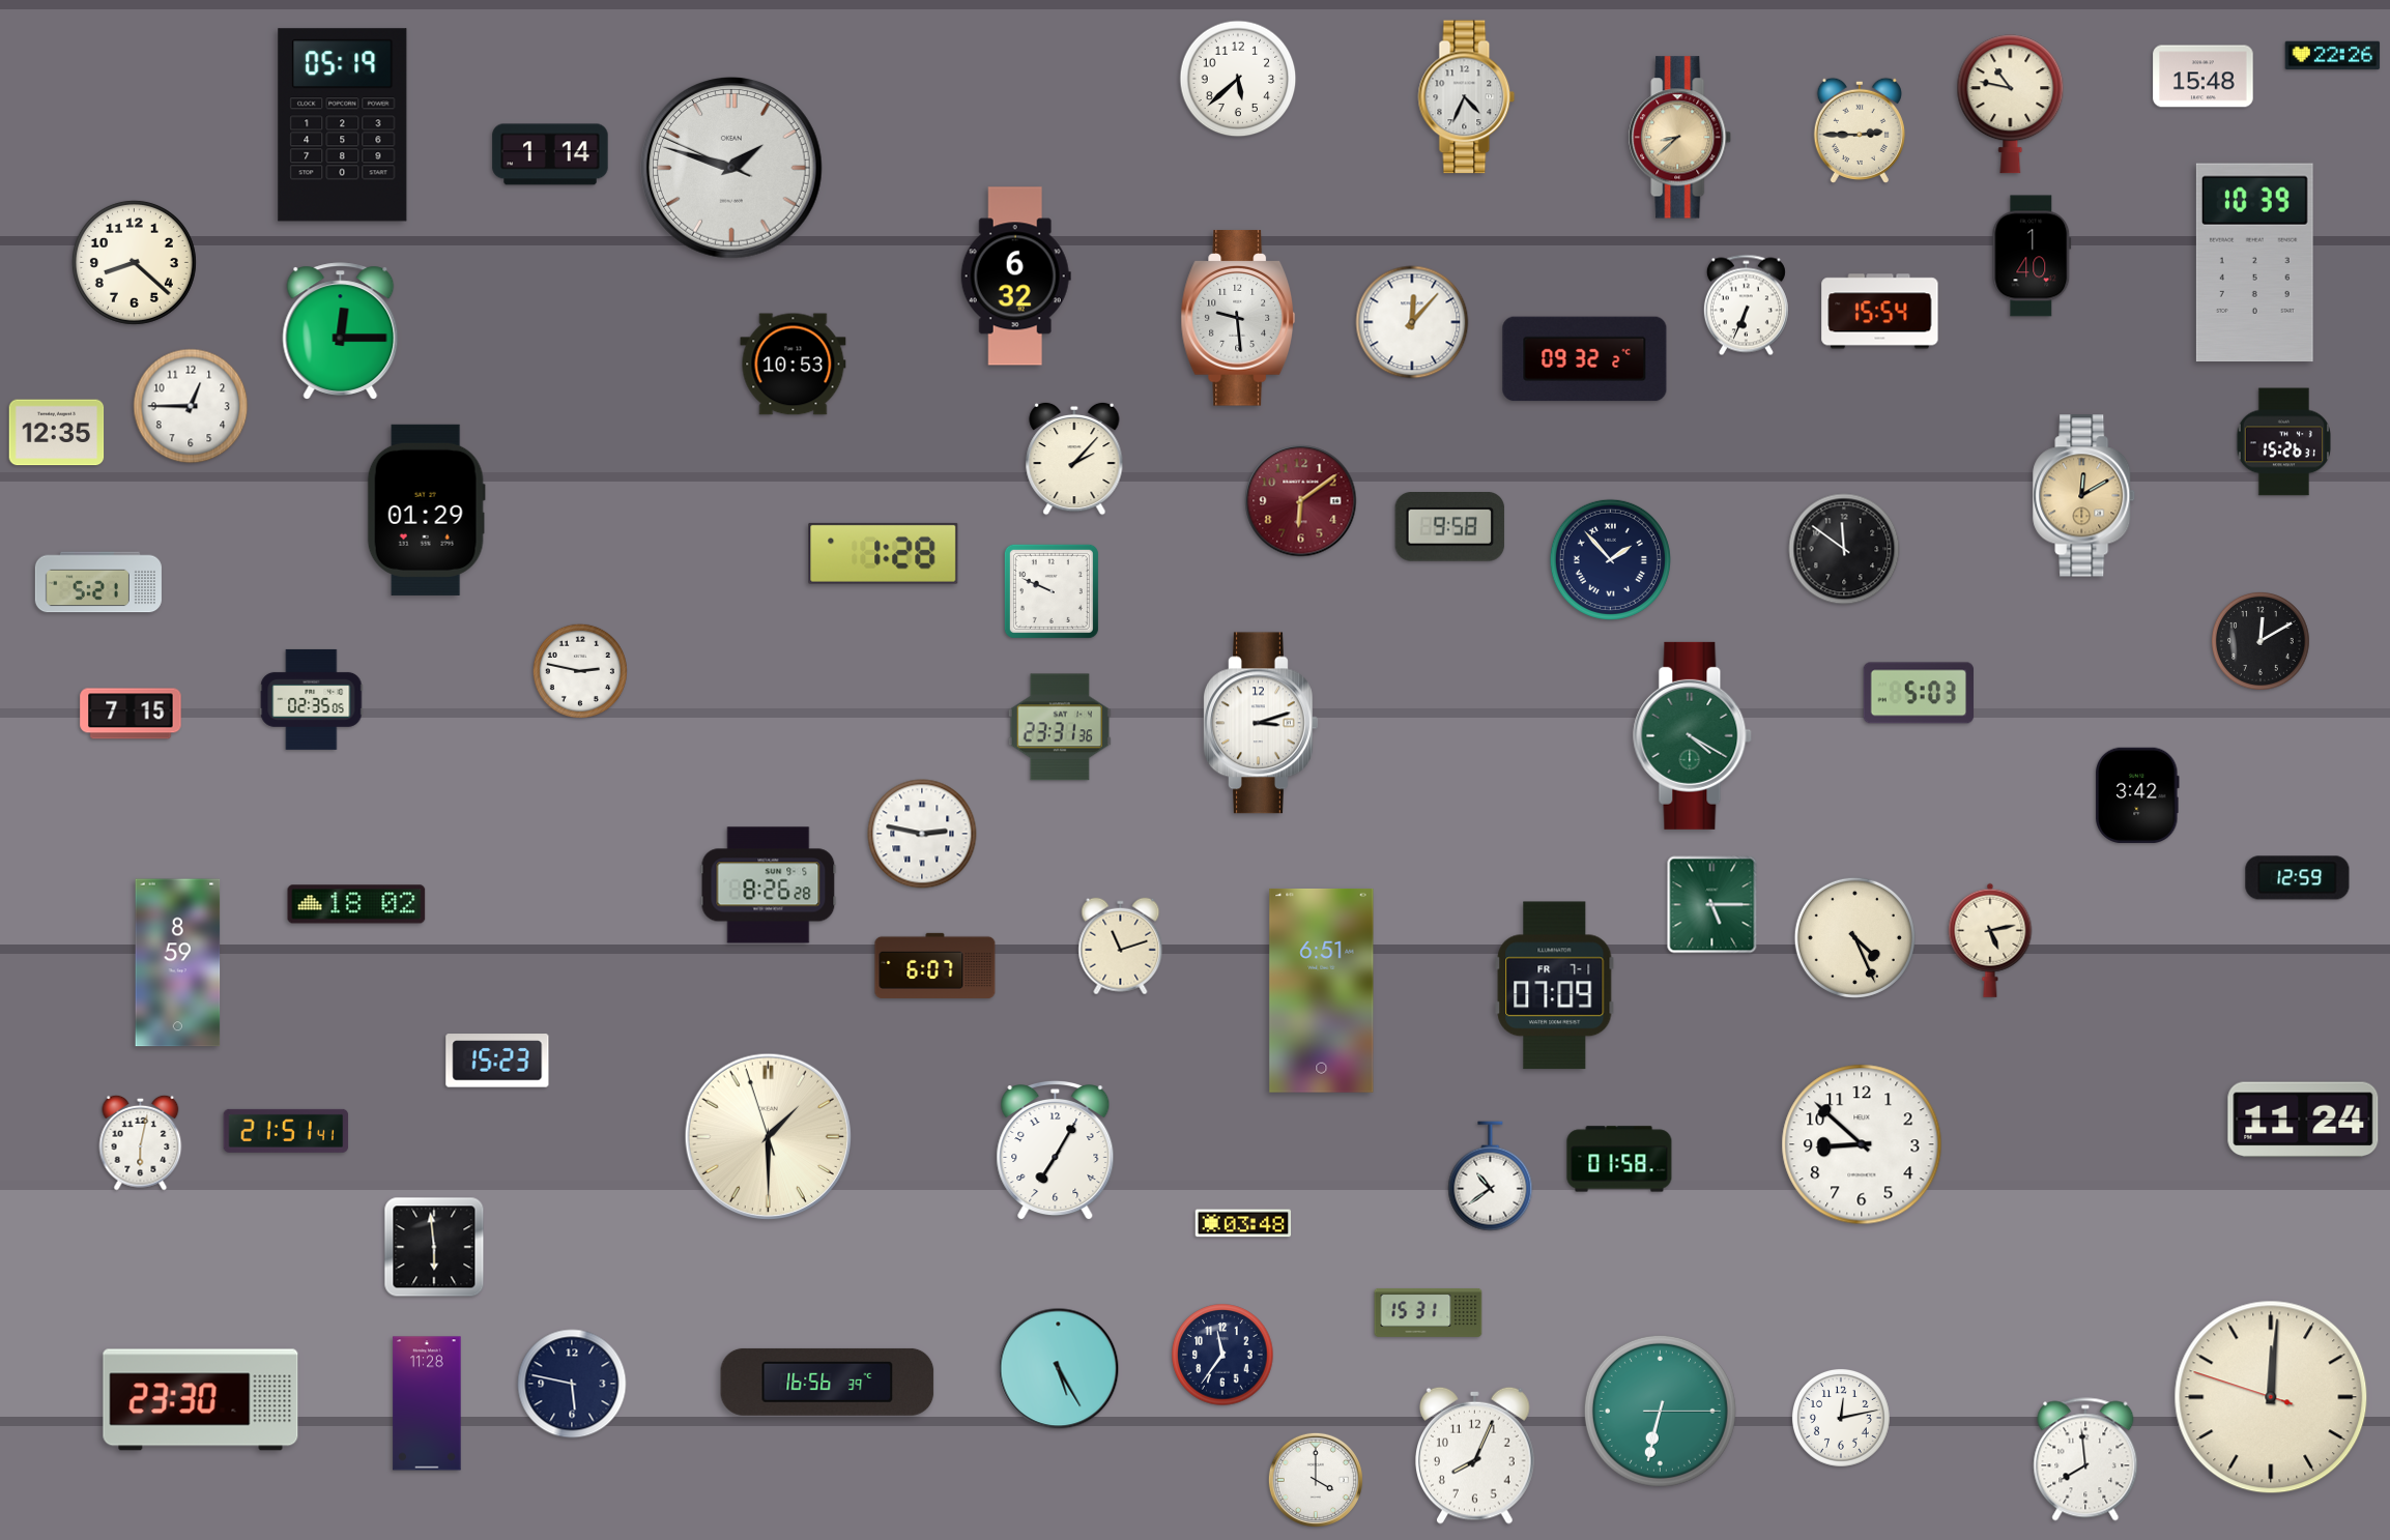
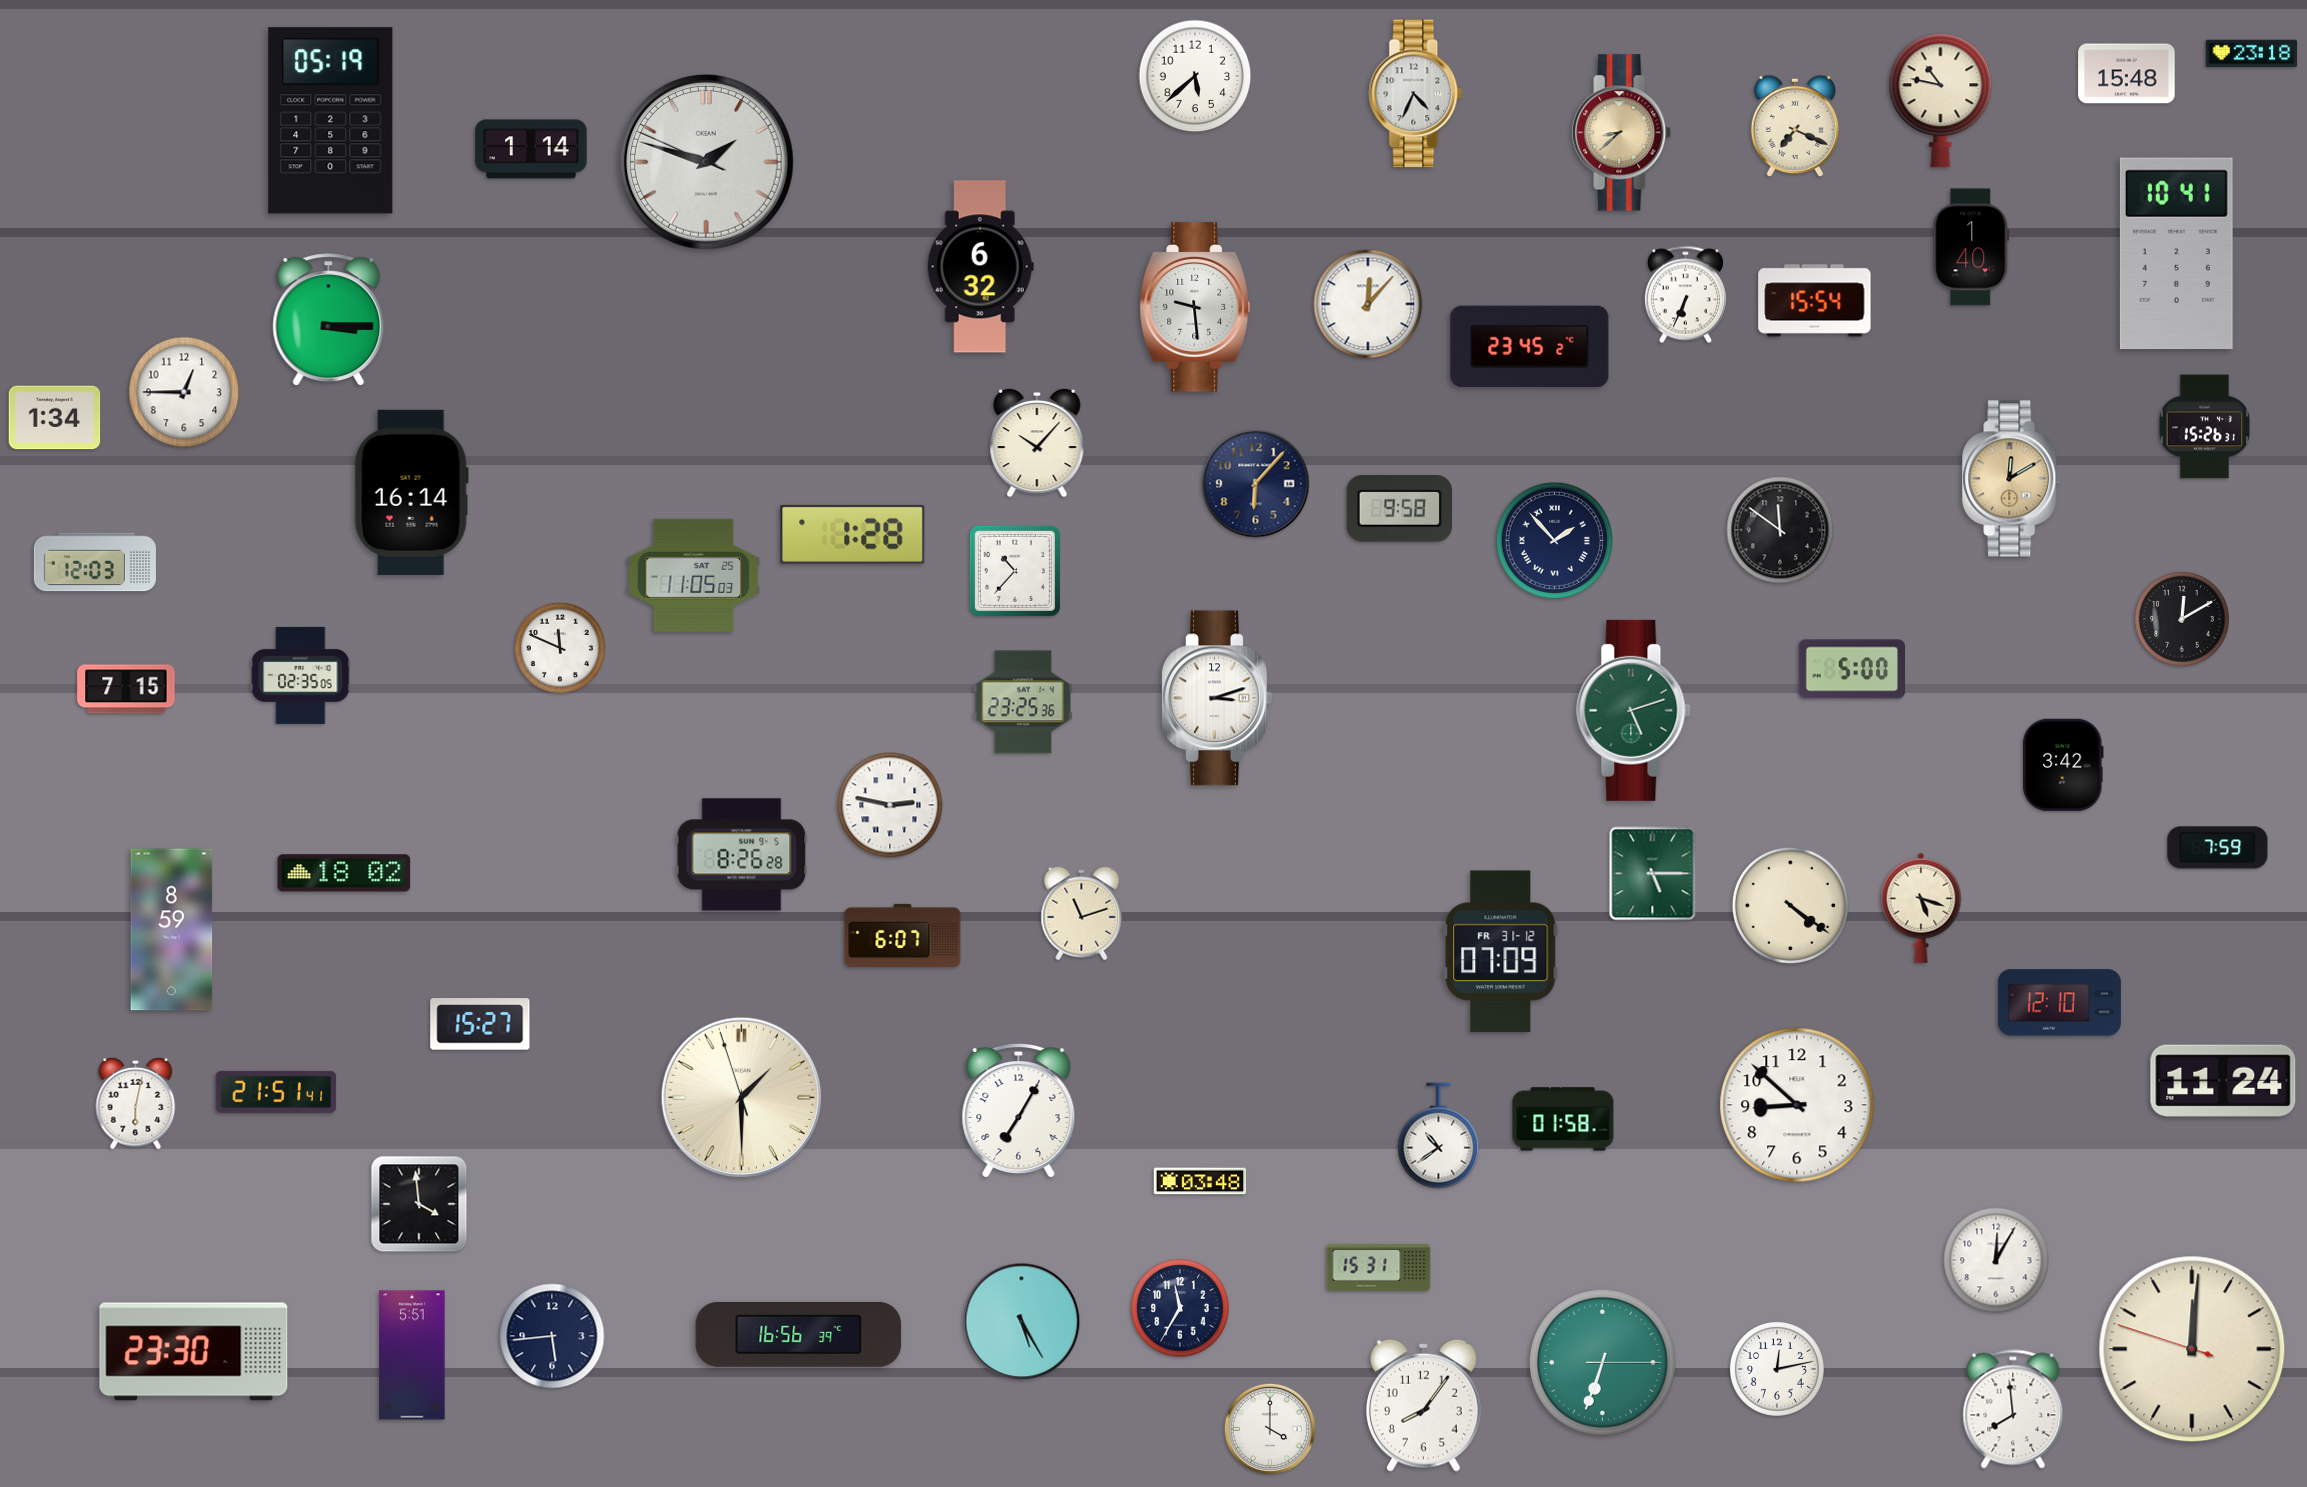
clock at (2333, 56): 22:26 -> 23:18
clock at (1860, 130): 2:45 -> 7:19
clock at (2032, 256) position: (2032, 256) -> (1971, 247)
clock at (134, 262): 8:22 -> none
clock at (2254, 263): 10:39 -> 10:41
clock at (1412, 322) position: (1412, 322) -> (1368, 304)
clock at (341, 331): 12:15 -> 3:15
clock at (1585, 359): 09:32 -> 23:45
clock at (794, 365): 10:53 -> none
clock at (57, 433): 12:35 -> 1:34
clock at (1074, 459): 2:07 -> 10:07
clock at (1301, 501): 6:09 -> 6:07
clock at (1301, 501) dial: burgundy -> navy
clock at (426, 510): 01:29 -> 16:14
clock at (98, 582): 5:21 -> 12:03
clock at (1052, 591): 9:49 -> 10:37
clock at (694, 575): none -> 11:05
clock at (580, 671): 2:47 -> 11:49
clock at (1918, 693): 5:03 -> 5:00
clock at (1060, 727): 23:31 -> 23:25
clock at (1693, 735): 4:20 -> 5:12
clock at (2137, 794) position: (2137, 794) -> (2063, 764)
clock at (2298, 878): 12:59 -> 7:59
clock at (1854, 937): 4:26 -> 4:21
clock at (1990, 940): 5:13 -> 5:18
clock at (935, 965) position: (935, 965) -> (903, 935)
clock at (1555, 986) date: FR 7-1 -> FR 31-12
clock at (1322, 990): 6:51 -> none
clock at (2059, 1003): none -> 12:10
clock at (497, 1060): 15:23 -> 15:27
clock at (434, 1247): 5:59 -> 3:59
clock at (1996, 1260): none -> 12:05
clock at (1222, 1355): 11:36 -> 11:35
clock at (572, 1384): 5:47 -> 5:44
clock at (427, 1403): 11:28 -> 5:51
clock at (1660, 1411): 6:32 -> 6:33
clock at (1475, 1455): 8:04 -> 8:06
